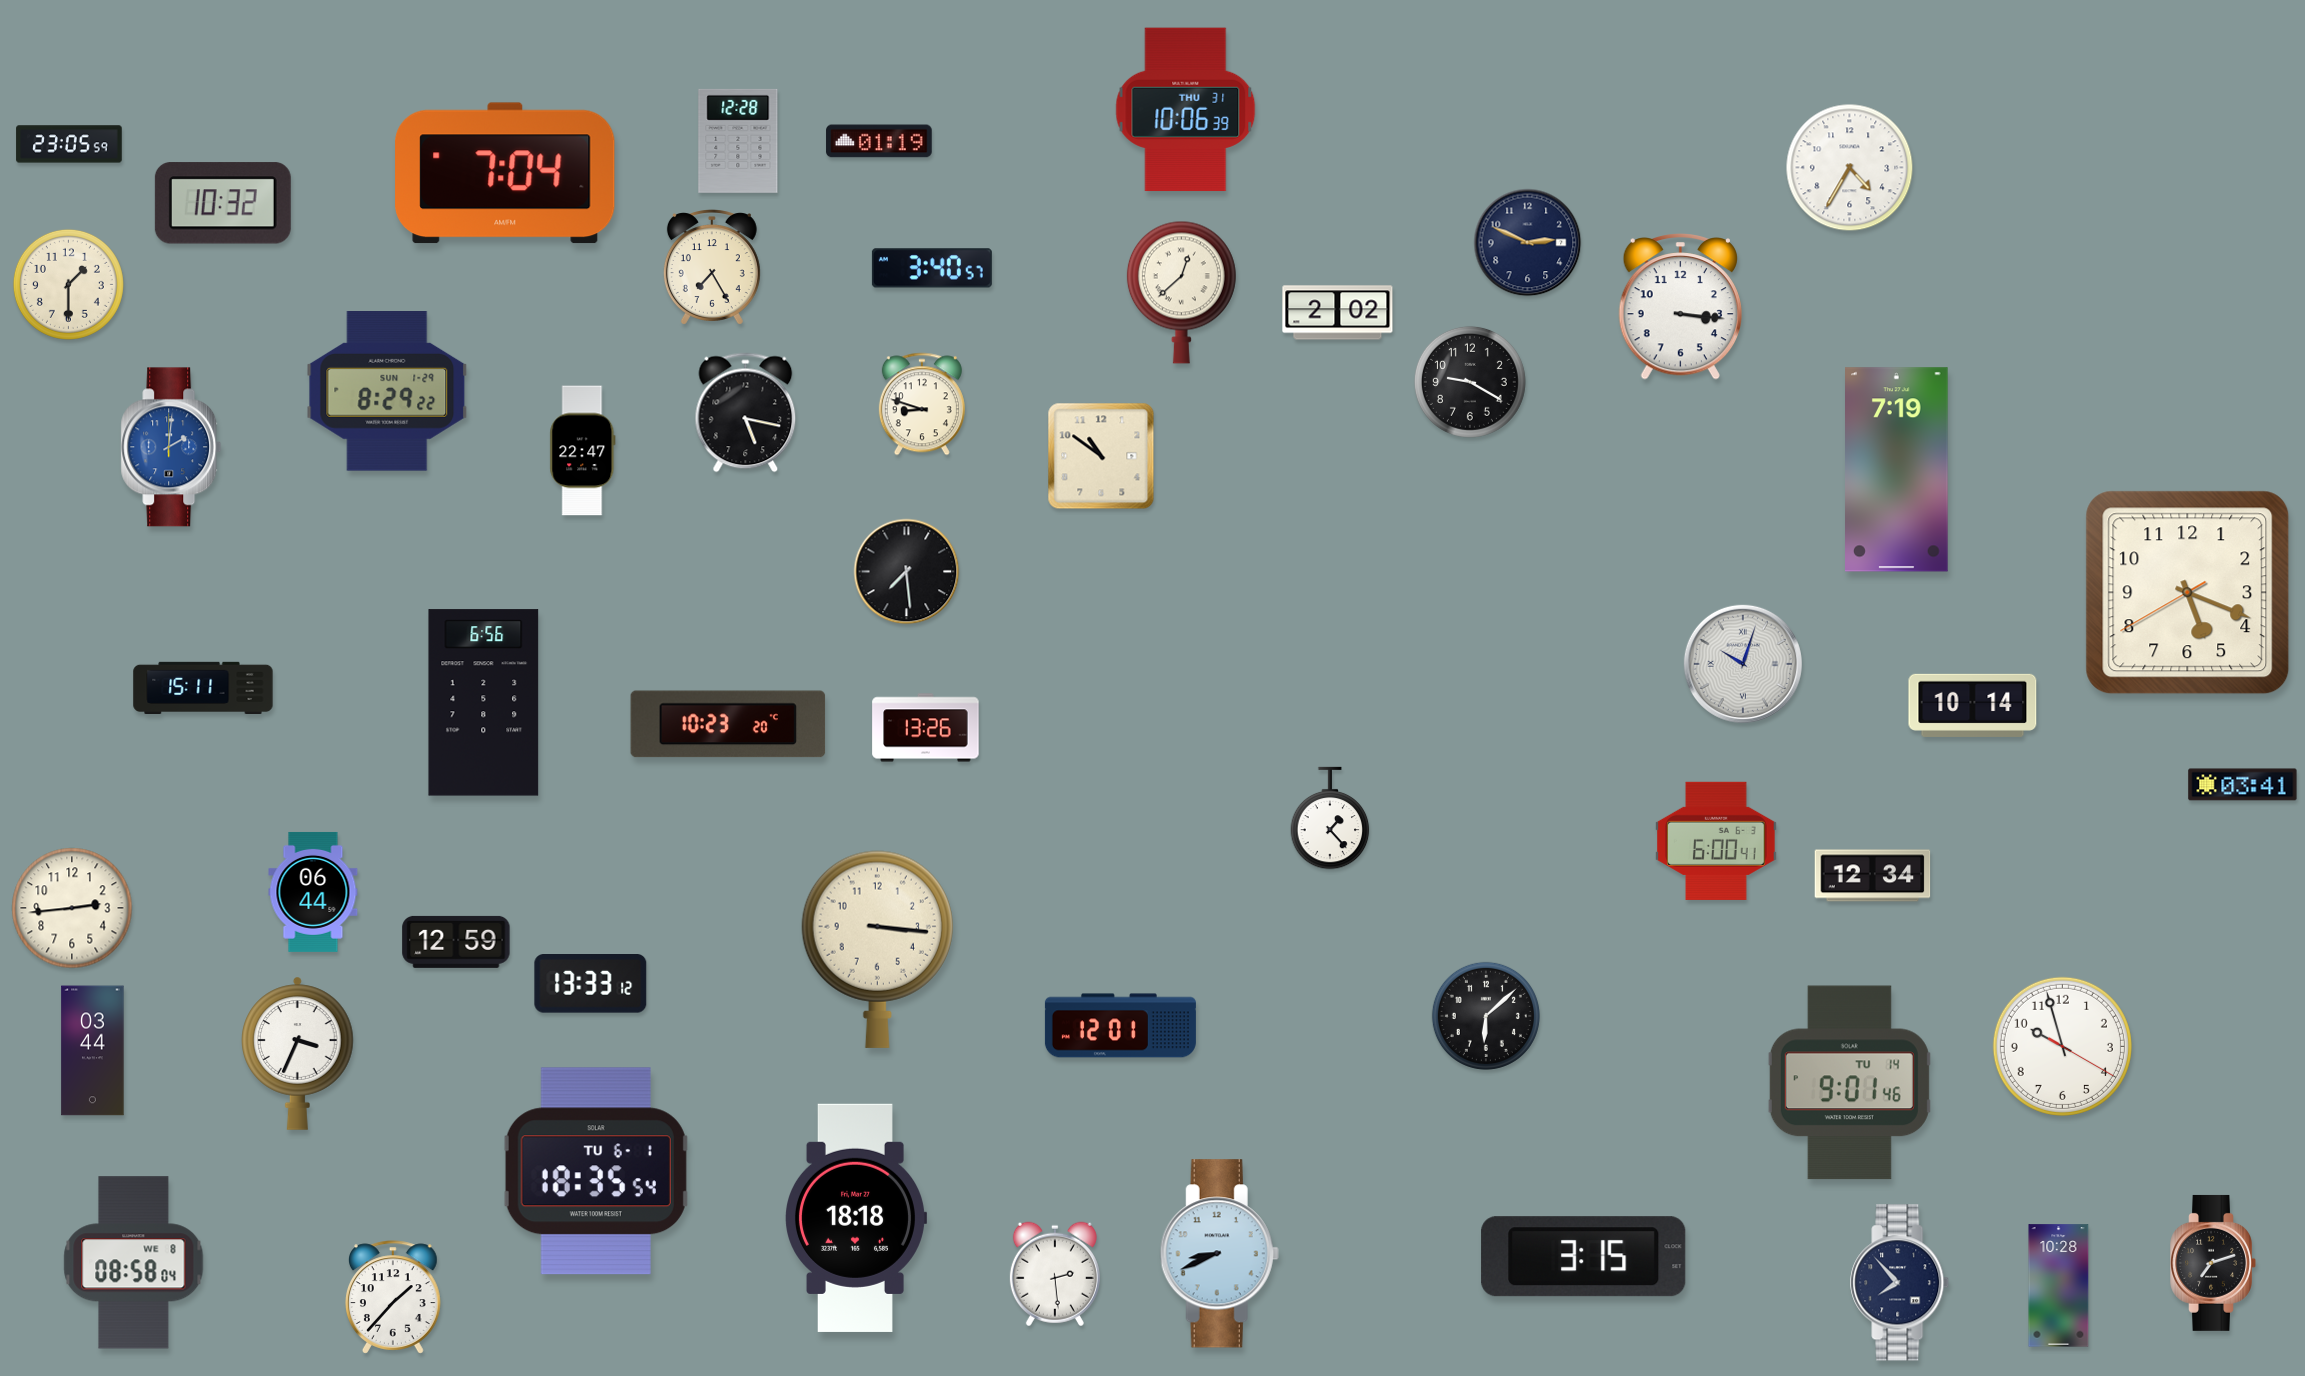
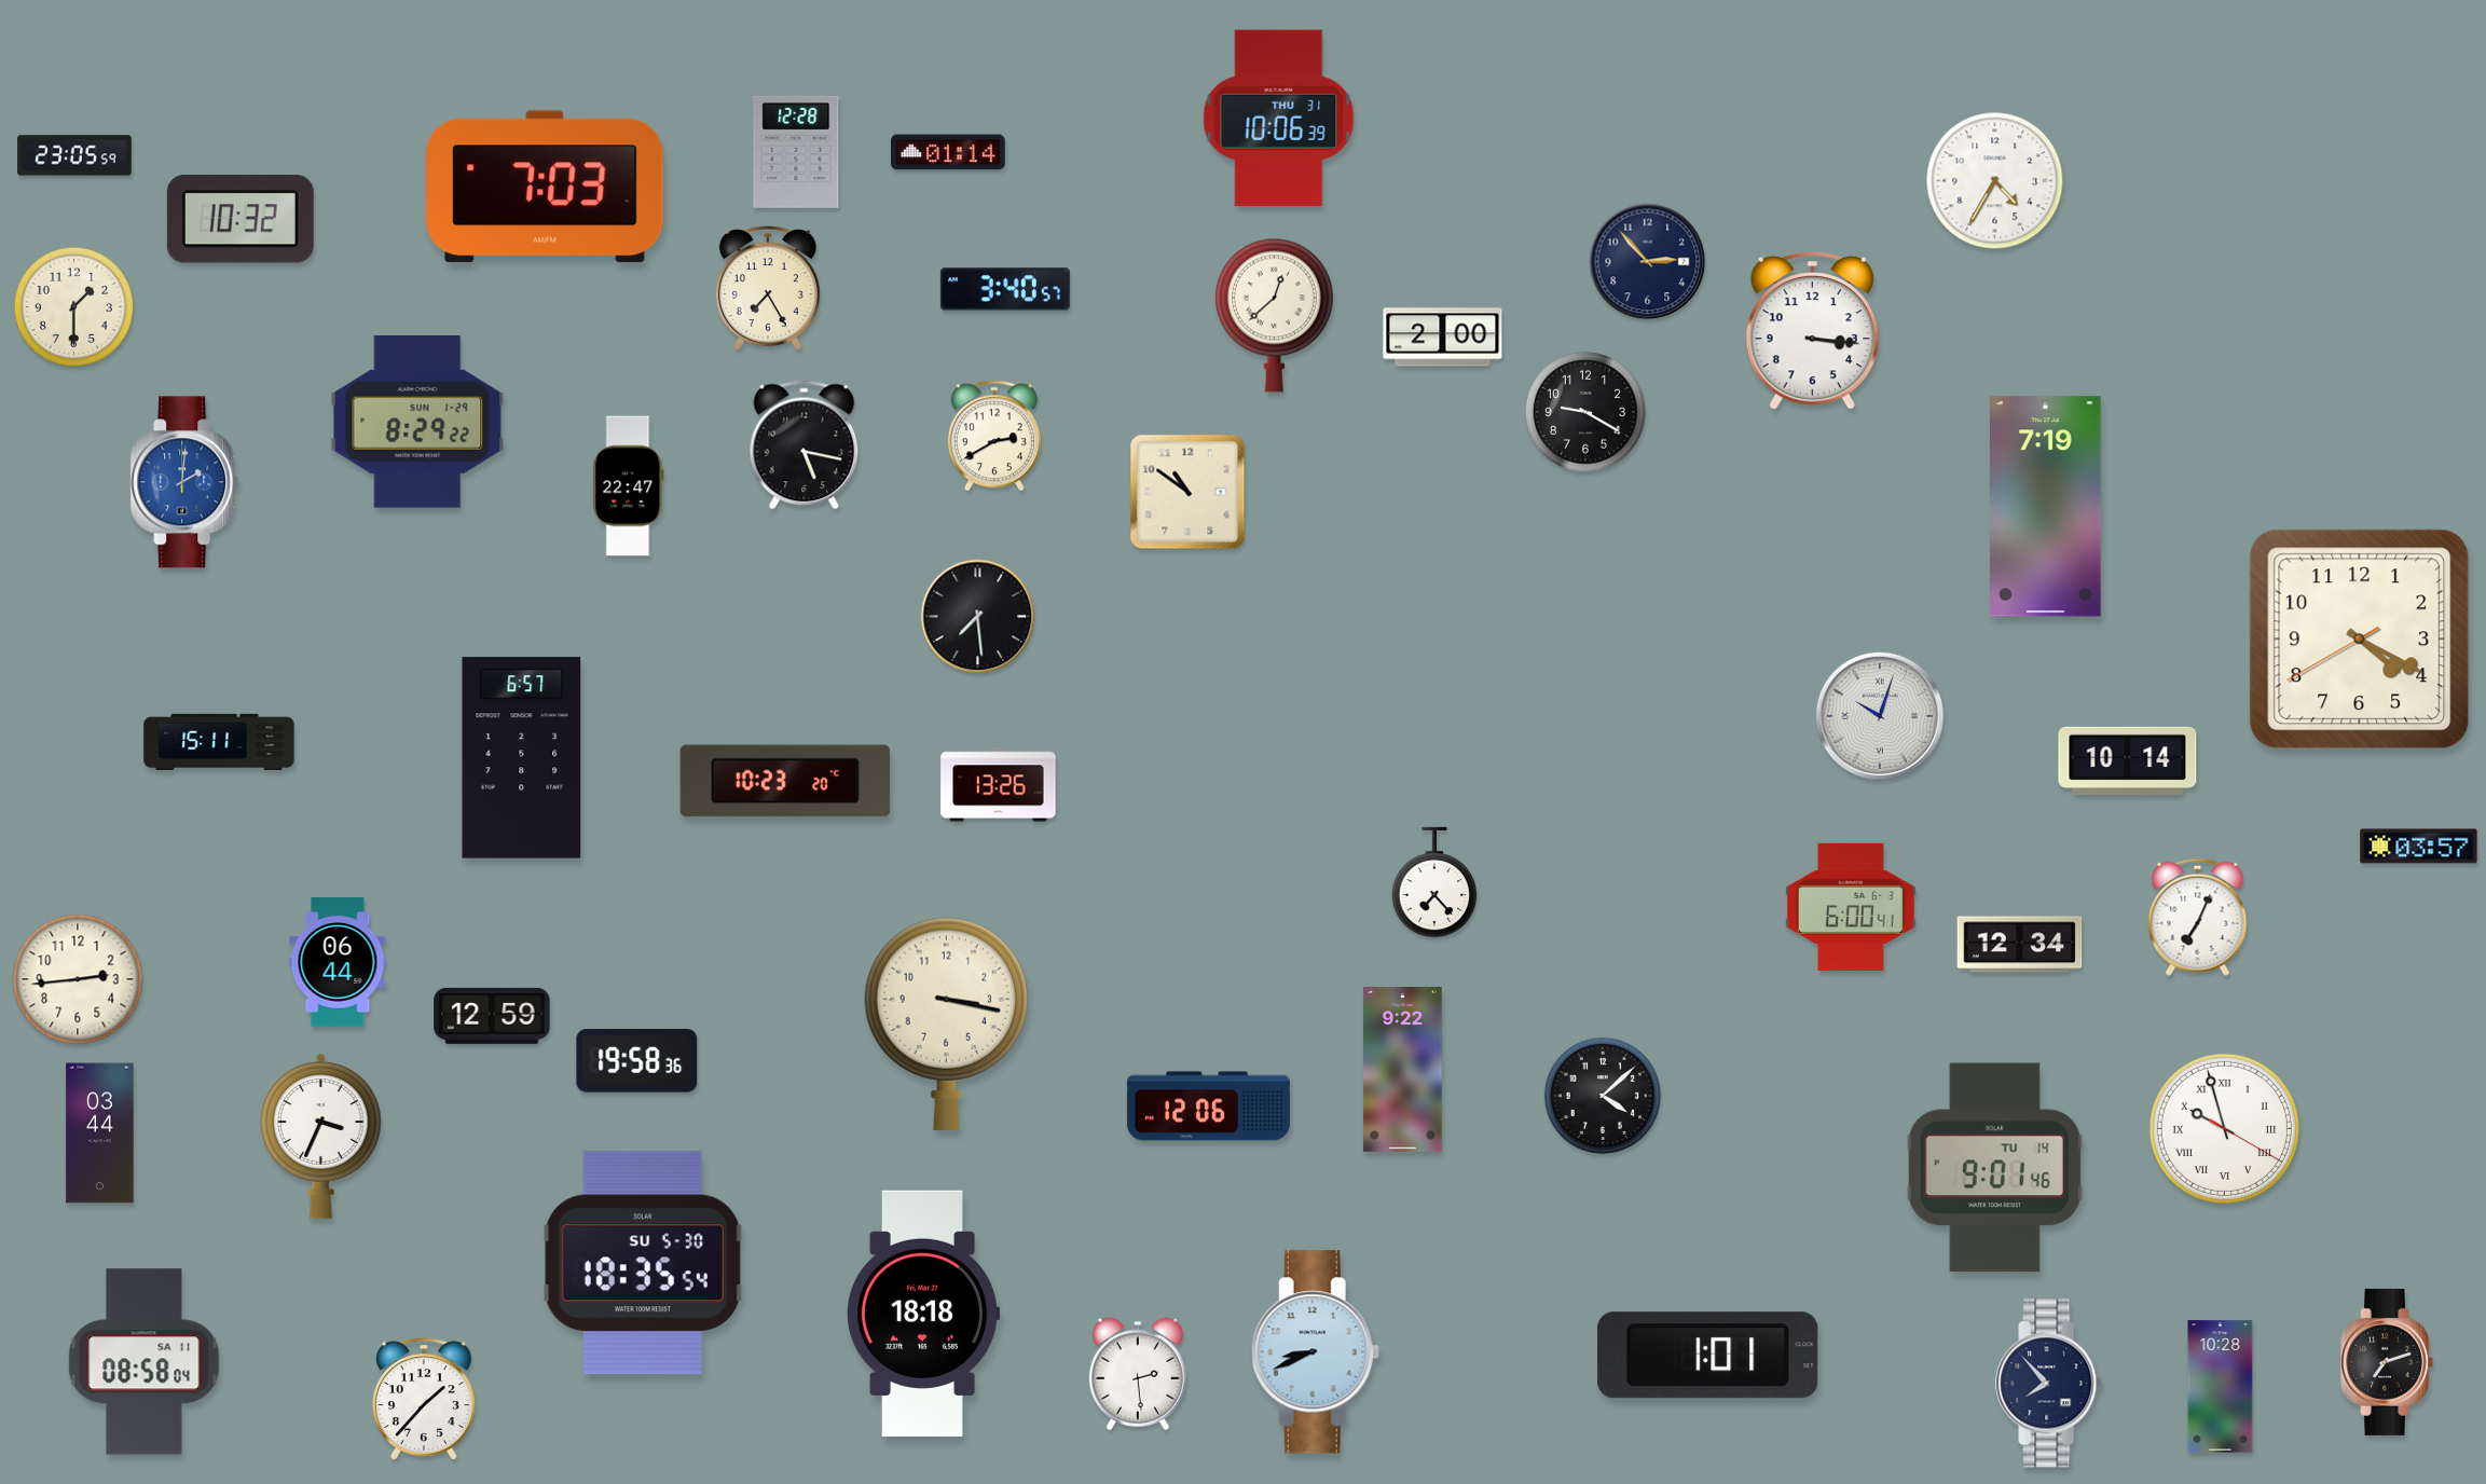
clock at (879, 141): 01:19 -> 01:14
clock at (505, 173): 7:04 -> 7:03
clock at (1528, 243): 2:49 -> 2:53
clock at (1338, 313): 2:02 -> 2:00
clock at (922, 404): 8:48 -> 2:40
clock at (2188, 593): 5:18 -> 4:19
clock at (484, 703): 6:56 -> 6:57
clock at (2243, 785): 03:41 -> 03:57
clock at (1330, 818): 1:23 -> 7:23
clock at (2198, 917): none -> 7:04
clock at (877, 949): 3:16 -> 3:17
clock at (591, 984): 13:33 -> 19:58
clock at (1403, 1070): none -> 9:22
clock at (1486, 1016): 6:08 -> 4:08
clock at (1120, 1026): 12:01 -> 12:06
clock at (2062, 1046) numerals: Arabic -> Roman
clock at (596, 1171) date: TU 6-1 -> SU 5-30
clock at (1584, 1257): 3:15 -> 1:01
clock at (134, 1263) date: WE 8 -> SA 11
